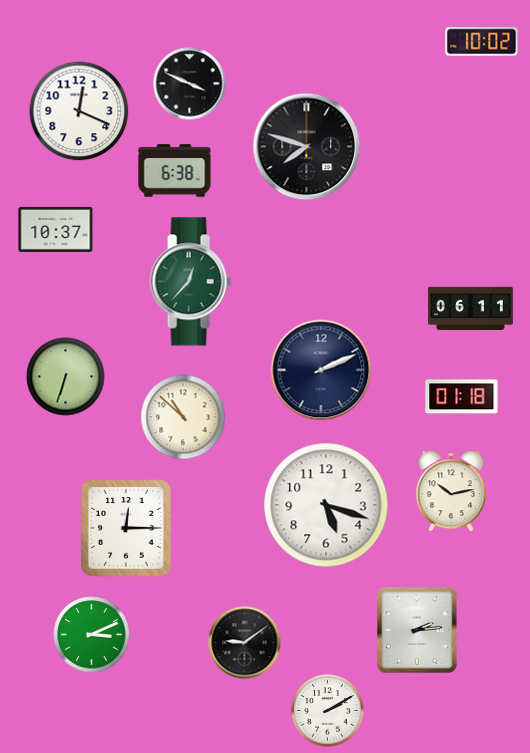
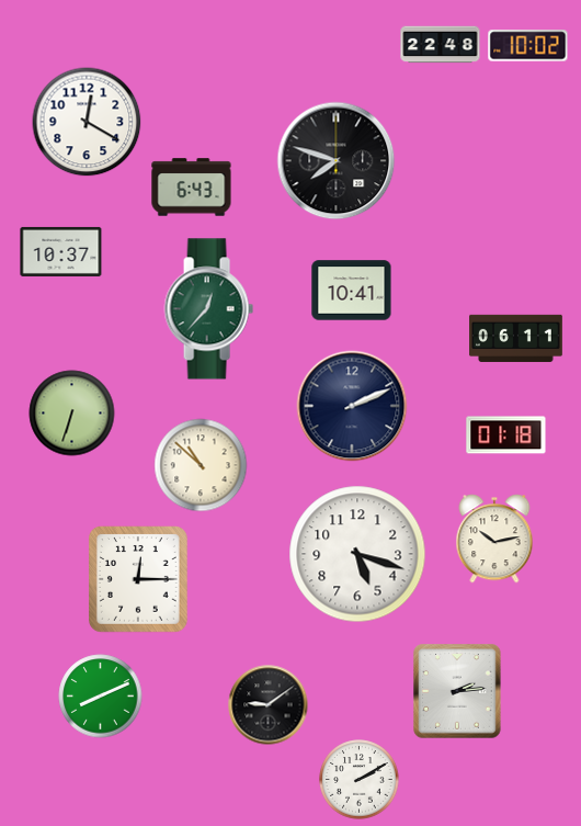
clock at (441, 45): none -> 22:48
clock at (190, 84): 3:49 -> none
clock at (79, 111): 12:19 -> 12:20
clock at (175, 171): 6:38 -> 6:43
clock at (352, 291): none -> 10:41
clock at (183, 417) position: (183, 417) -> (201, 465)
clock at (92, 635): 3:11 -> 8:11
